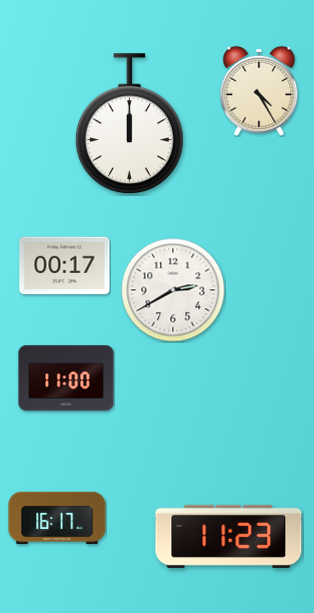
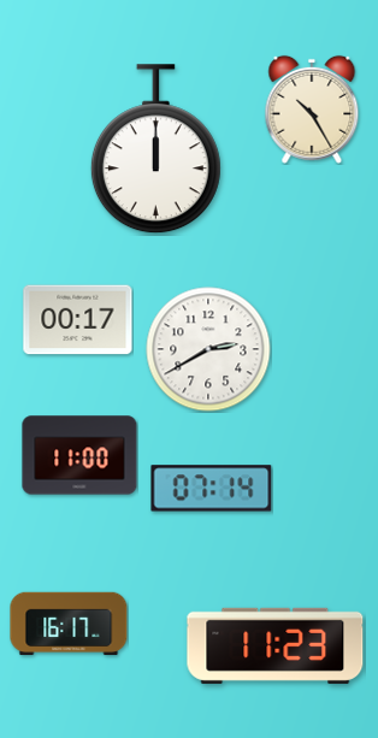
clock at (259, 91): 4:25 -> 10:25
clock at (212, 489): none -> 07:14
